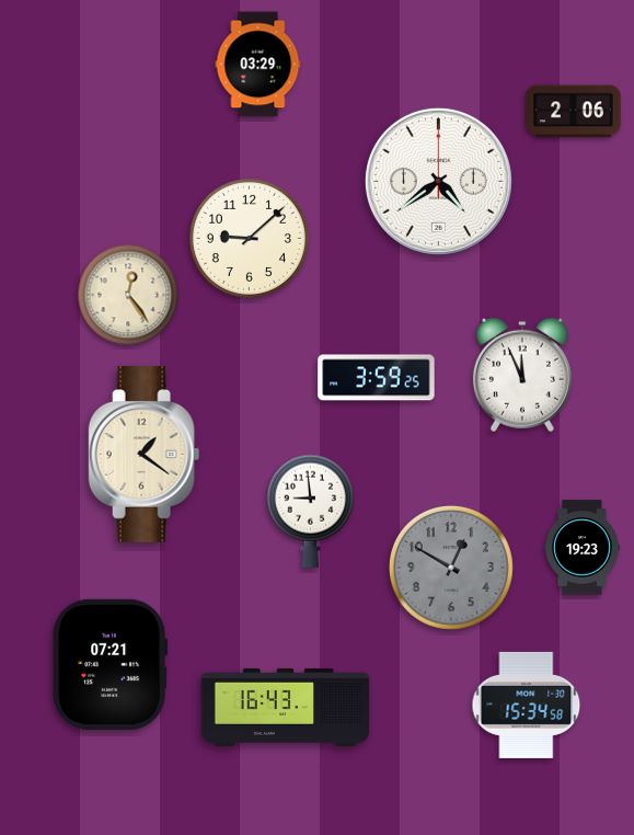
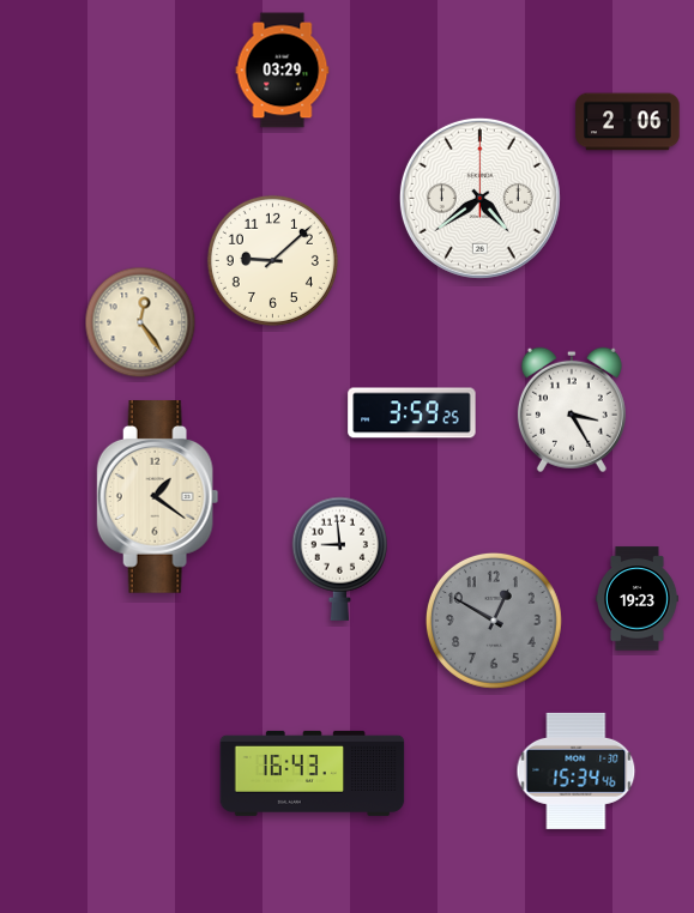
clock at (522, 375): 11:56 -> 3:25
clock at (111, 664): 07:21 -> none
clock at (527, 705): 15:34:58 -> 15:34:46
